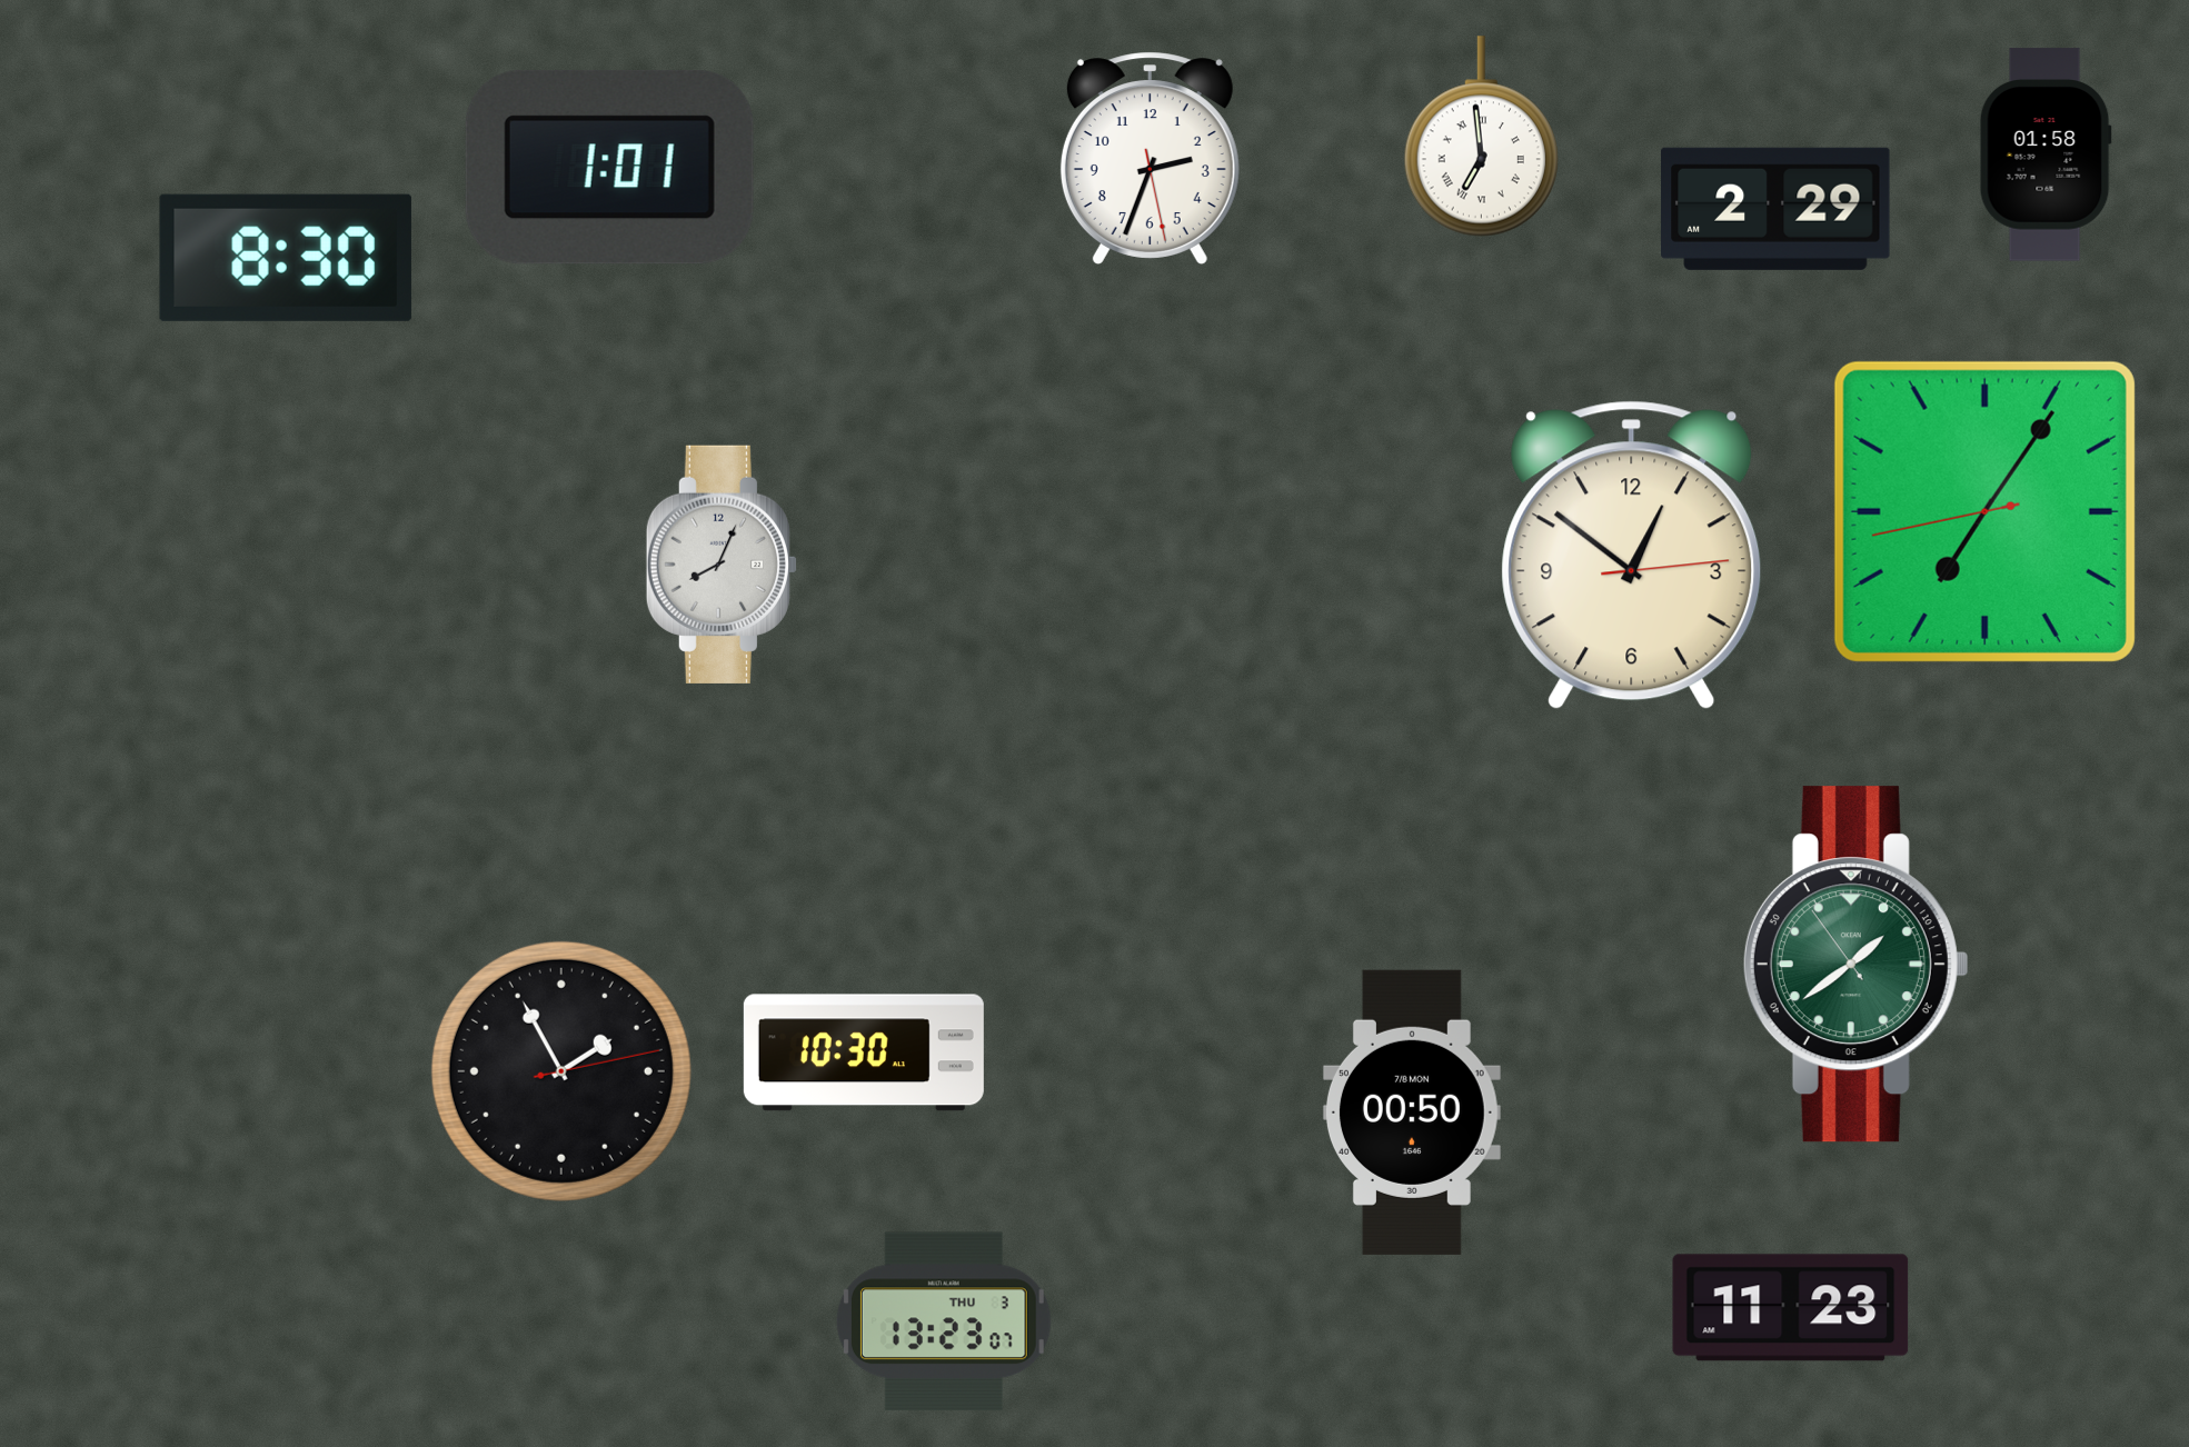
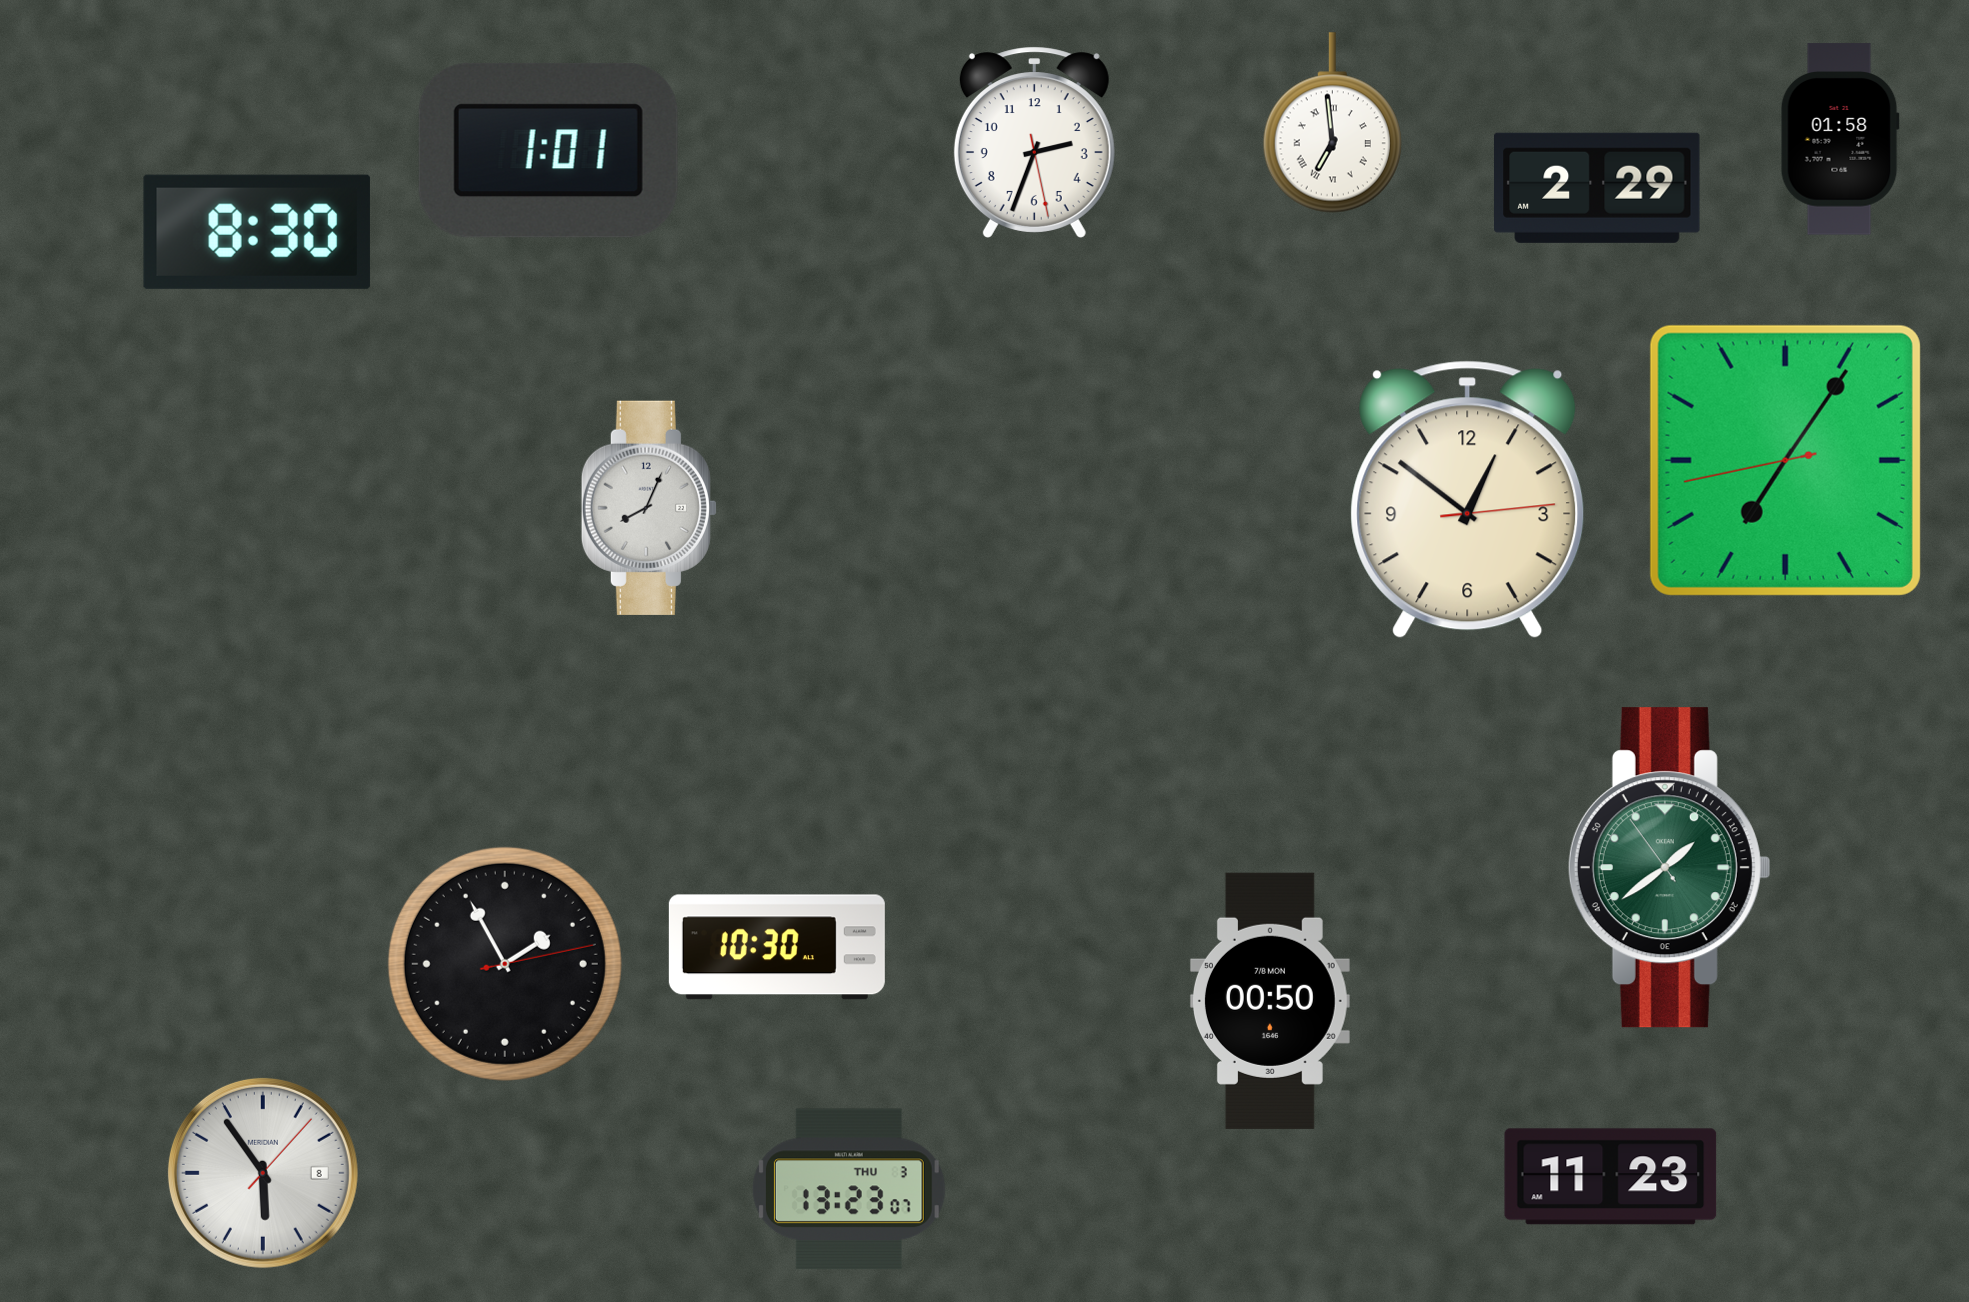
clock at (263, 1173): none -> 5:54
